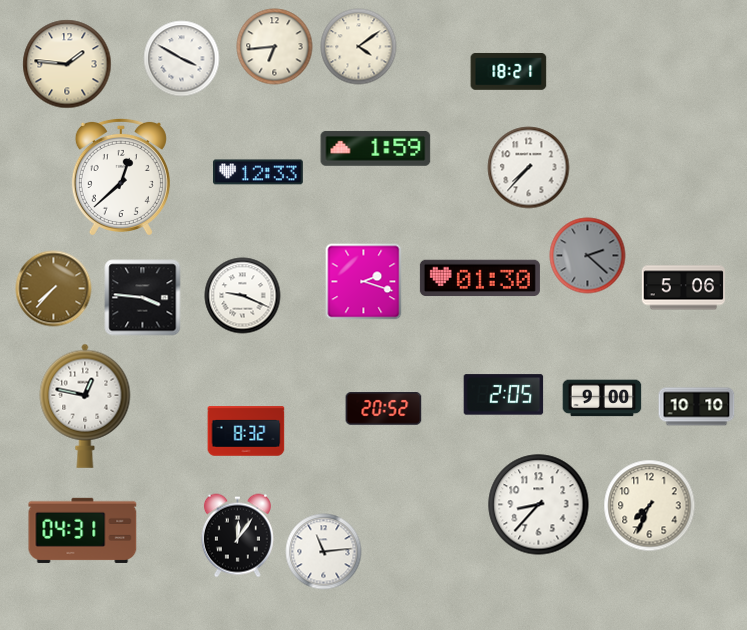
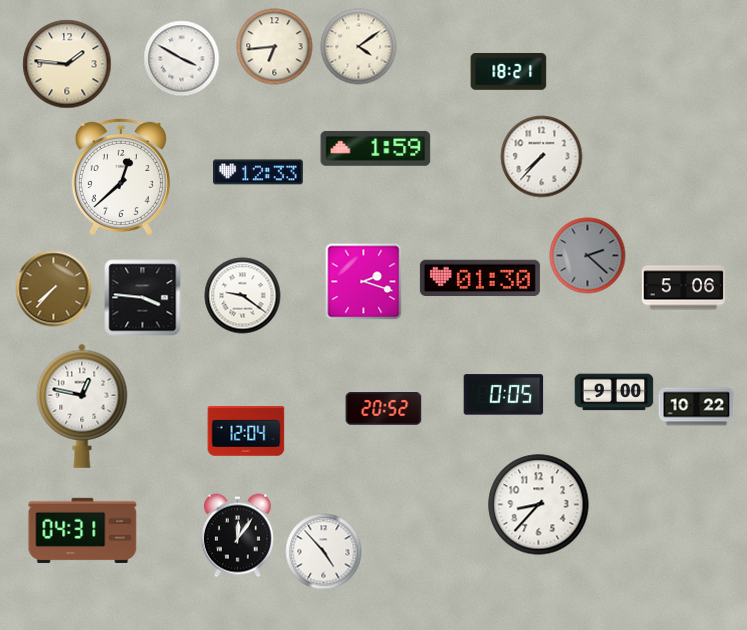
clock at (529, 168) position: (529, 168) -> (542, 157)
clock at (243, 296): 9:19 -> 9:21
clock at (504, 395): 2:05 -> 0:05
clock at (602, 398) position: (602, 398) -> (614, 392)
clock at (85, 406) position: (85, 406) -> (82, 406)
clock at (697, 407): 10:10 -> 10:22
clock at (246, 431): 8:32 -> 12:04
clock at (650, 506): 7:34 -> none
clock at (324, 552): 11:14 -> 4:53
